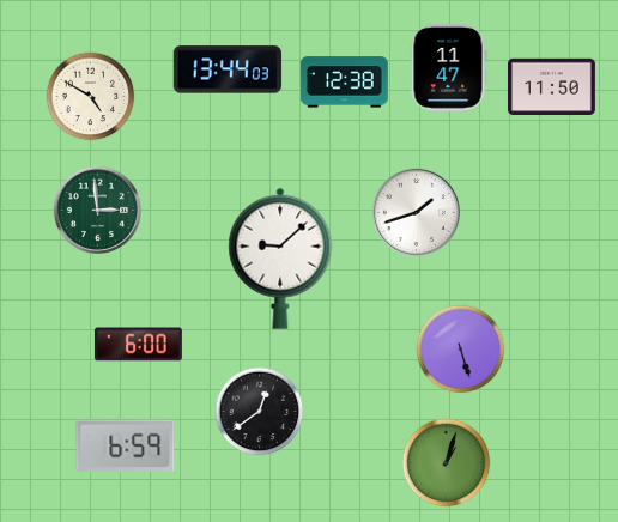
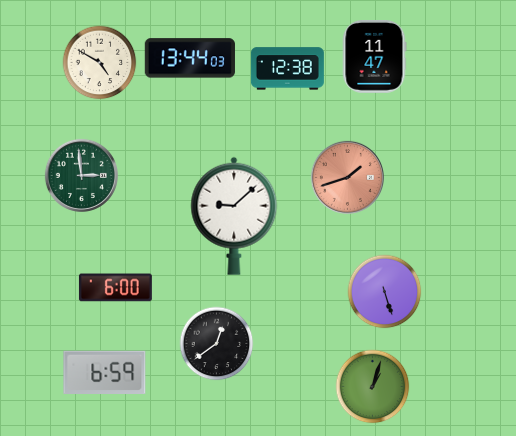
clock at (551, 87): 11:50 -> none
clock at (91, 97) position: (91, 97) -> (100, 63)
clock at (416, 212) dial: white -> salmon
